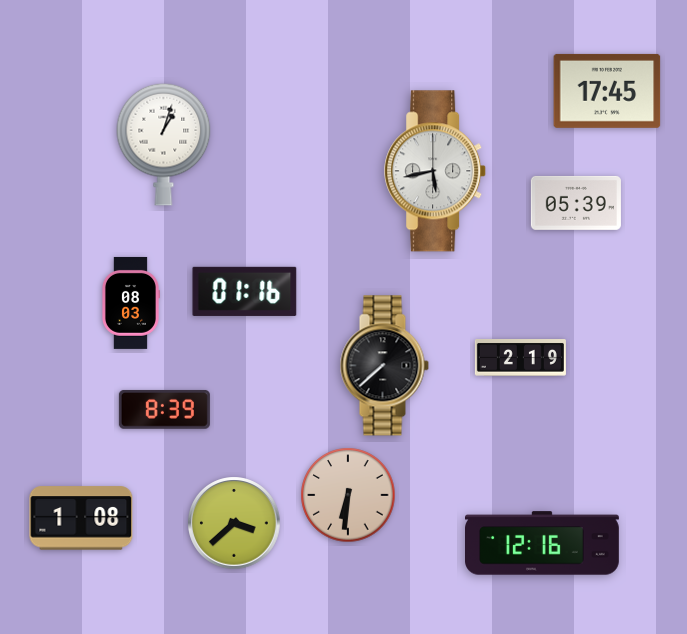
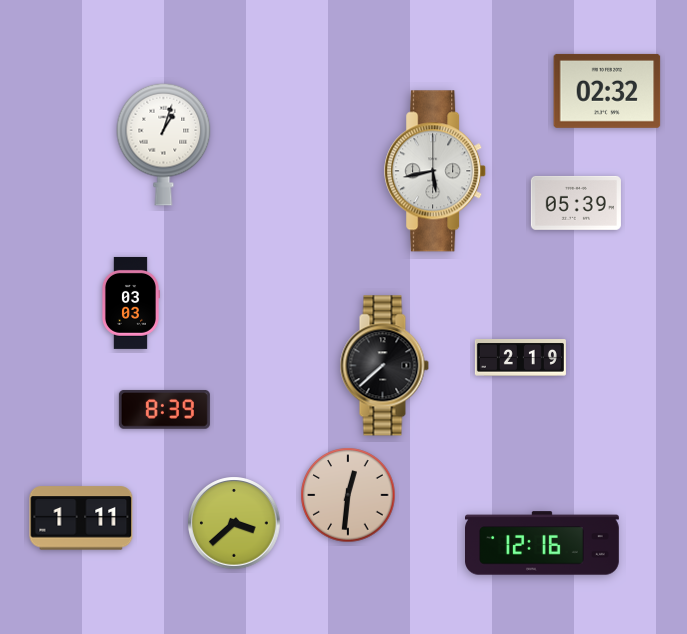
clock at (607, 91): 17:45 -> 02:32
clock at (245, 291): 01:16 -> none
clock at (130, 303): 08:03 -> 03:03
clock at (348, 495): 6:31 -> 12:31
clock at (81, 518): 1:08 -> 1:11
